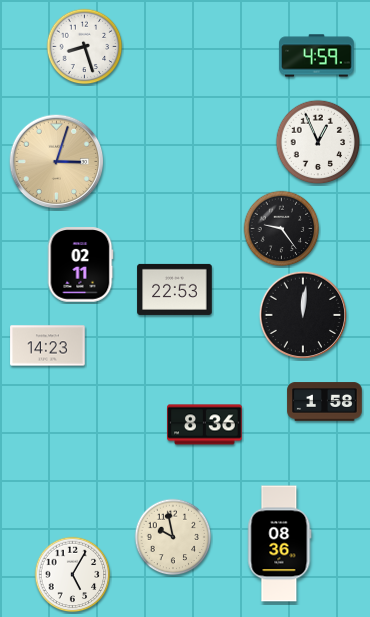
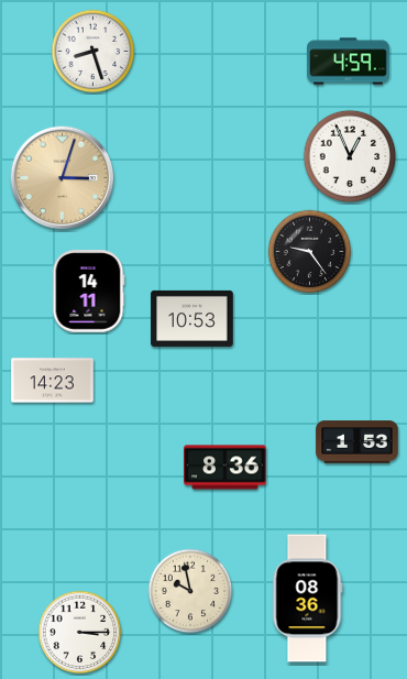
clock at (80, 265): 02:11 -> 14:11
clock at (175, 289): 22:53 -> 10:53
clock at (302, 314): 12:01 -> none
clock at (325, 402): 1:58 -> 1:53
clock at (73, 575): 5:05 -> 3:15
